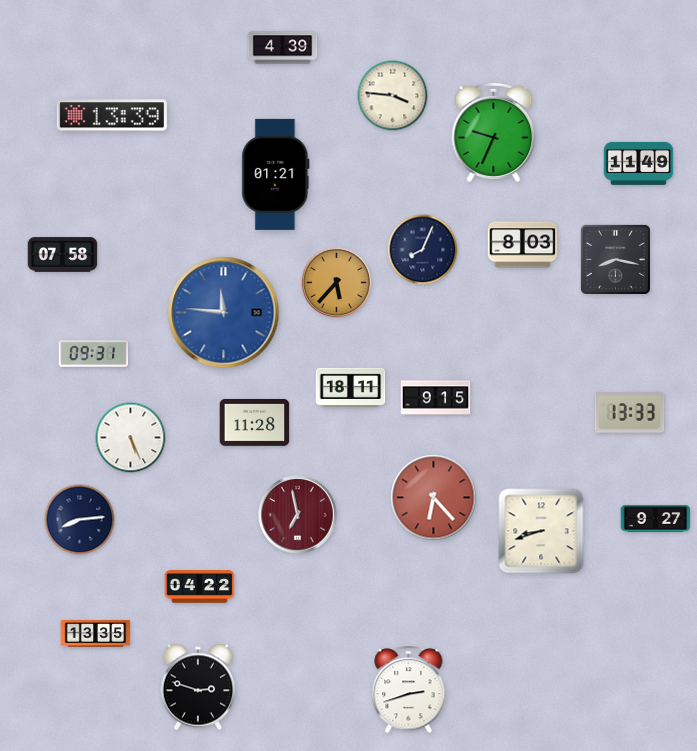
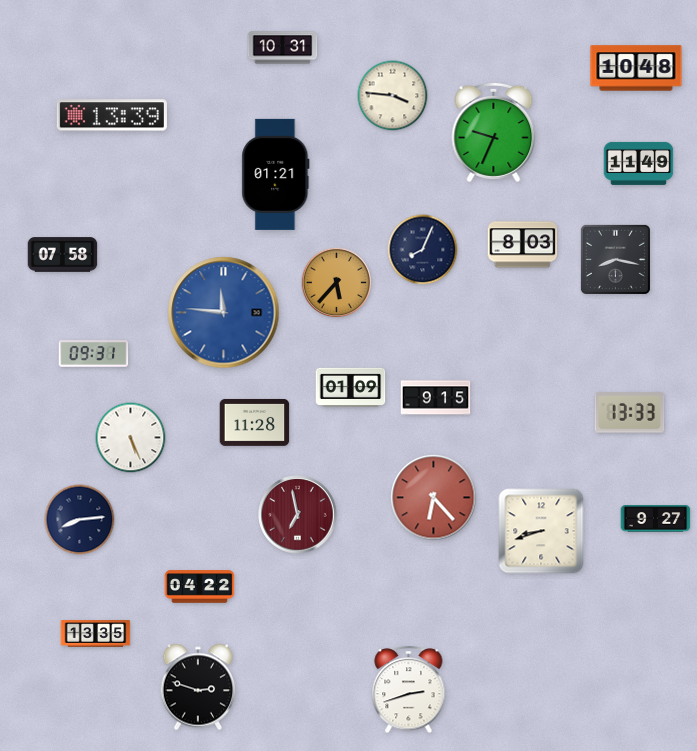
clock at (283, 48): 4:39 -> 10:31
clock at (636, 68): none -> 10:48
clock at (351, 387): 18:11 -> 01:09
